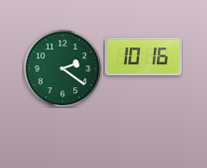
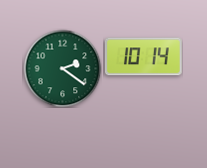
clock at (143, 57): 10:16 -> 10:14
